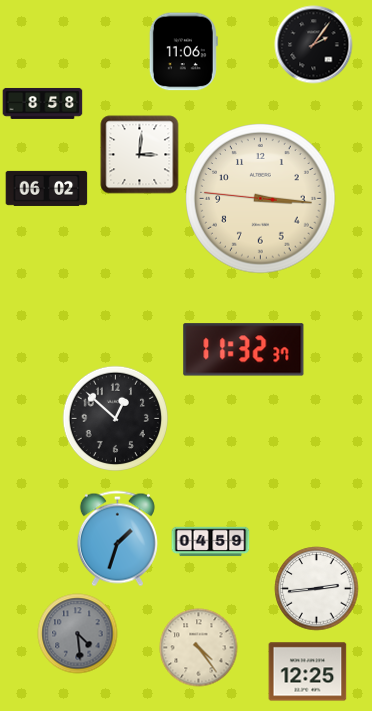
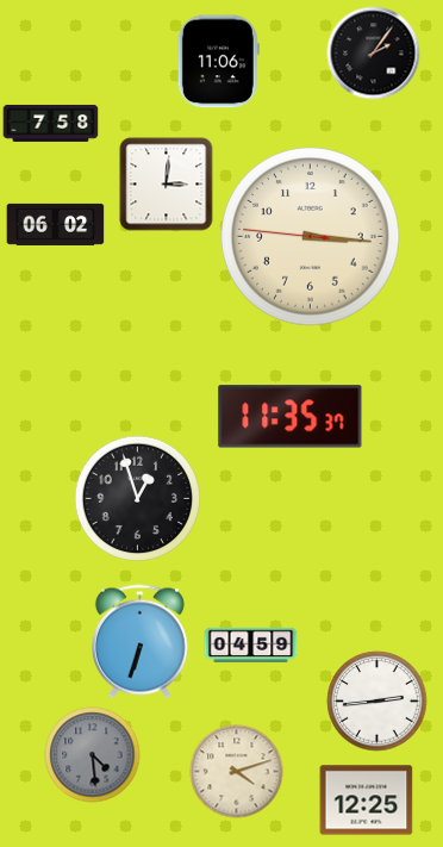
clock at (42, 103): 8:58 -> 7:58
clock at (244, 350): 11:32 -> 11:35
clock at (115, 418): 12:52 -> 12:57
clock at (117, 538): 1:33 -> 6:33
clock at (198, 647): 4:24 -> 4:12
